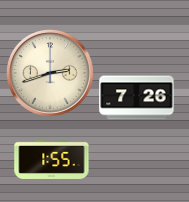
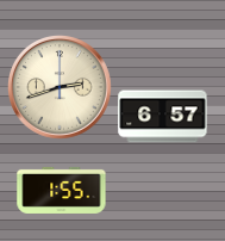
clock at (137, 98): 7:26 -> 6:57
